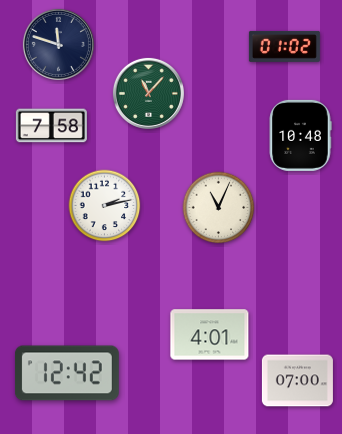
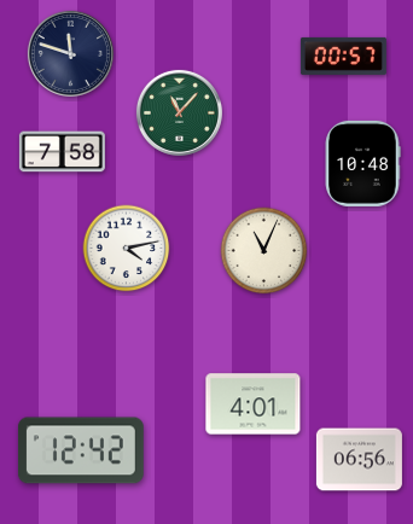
clock at (284, 46): 01:02 -> 00:57
clock at (105, 206): 2:13 -> 4:13
clock at (297, 381): 07:00 -> 06:56
